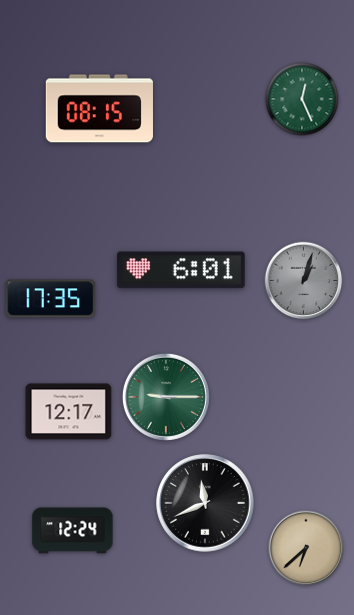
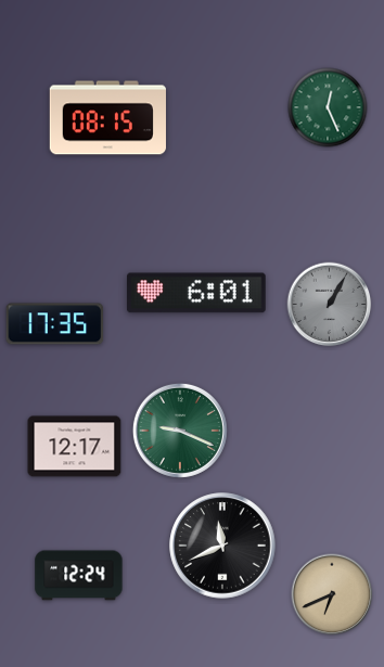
clock at (304, 281): 1:03 -> 1:05
clock at (166, 397): 9:15 -> 9:19
clock at (306, 548): 6:38 -> 6:41
